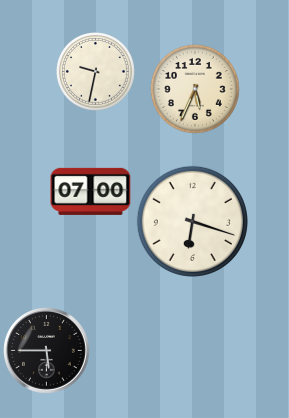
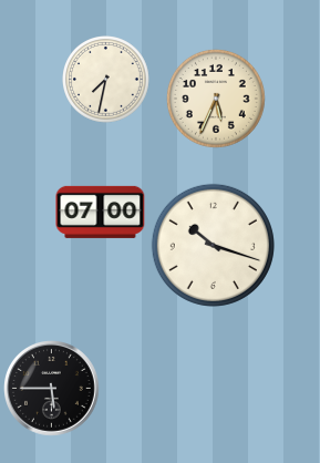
clock at (96, 72): 9:32 -> 7:32
clock at (192, 221): 6:18 -> 10:18
